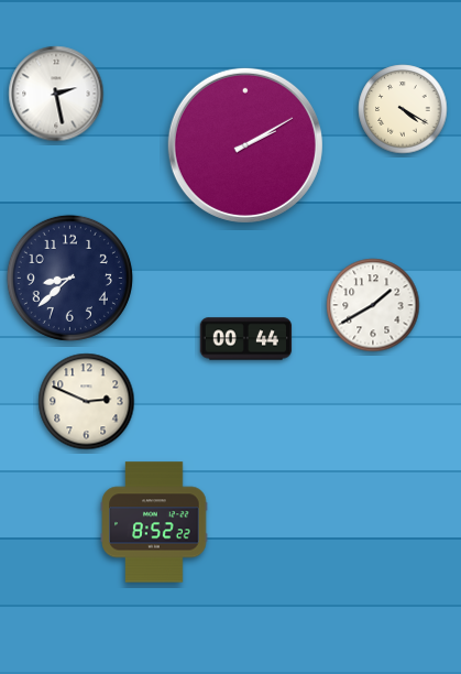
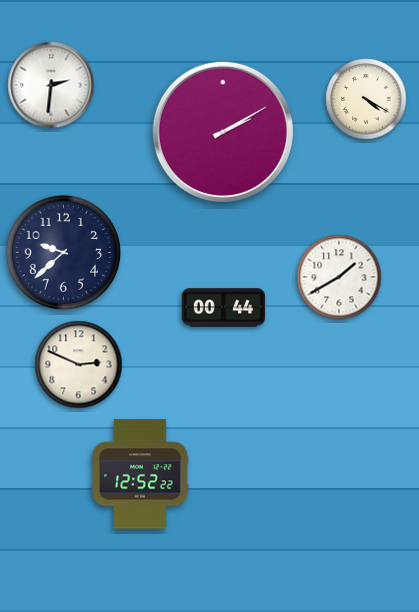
clock at (56, 94): 2:28 -> 2:31
clock at (69, 278): 8:38 -> 9:38
clock at (154, 522): 8:52 -> 12:52
